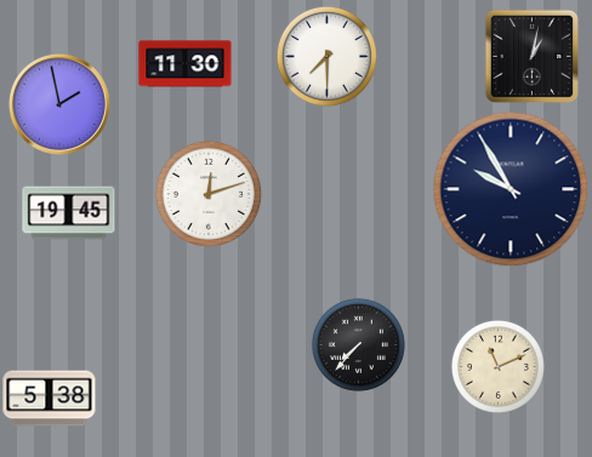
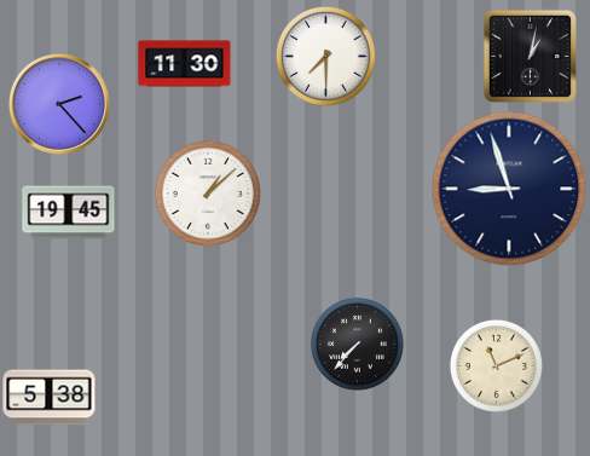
clock at (59, 104): 1:58 -> 2:23
clock at (511, 189): 9:55 -> 8:57
clock at (209, 194): 12:12 -> 1:08
